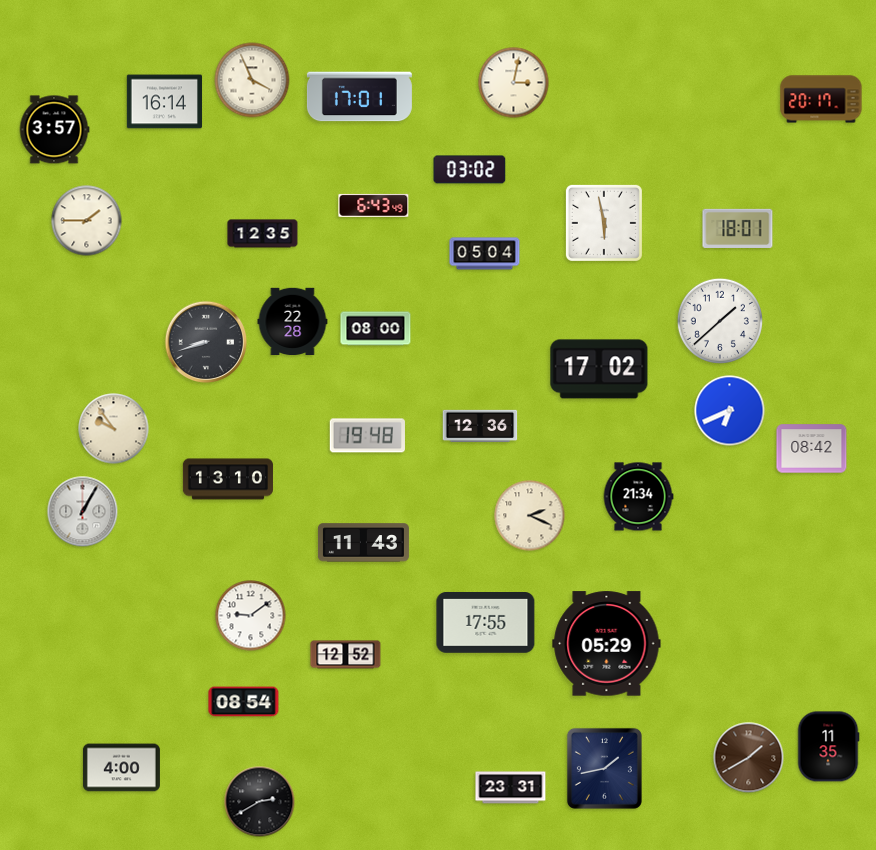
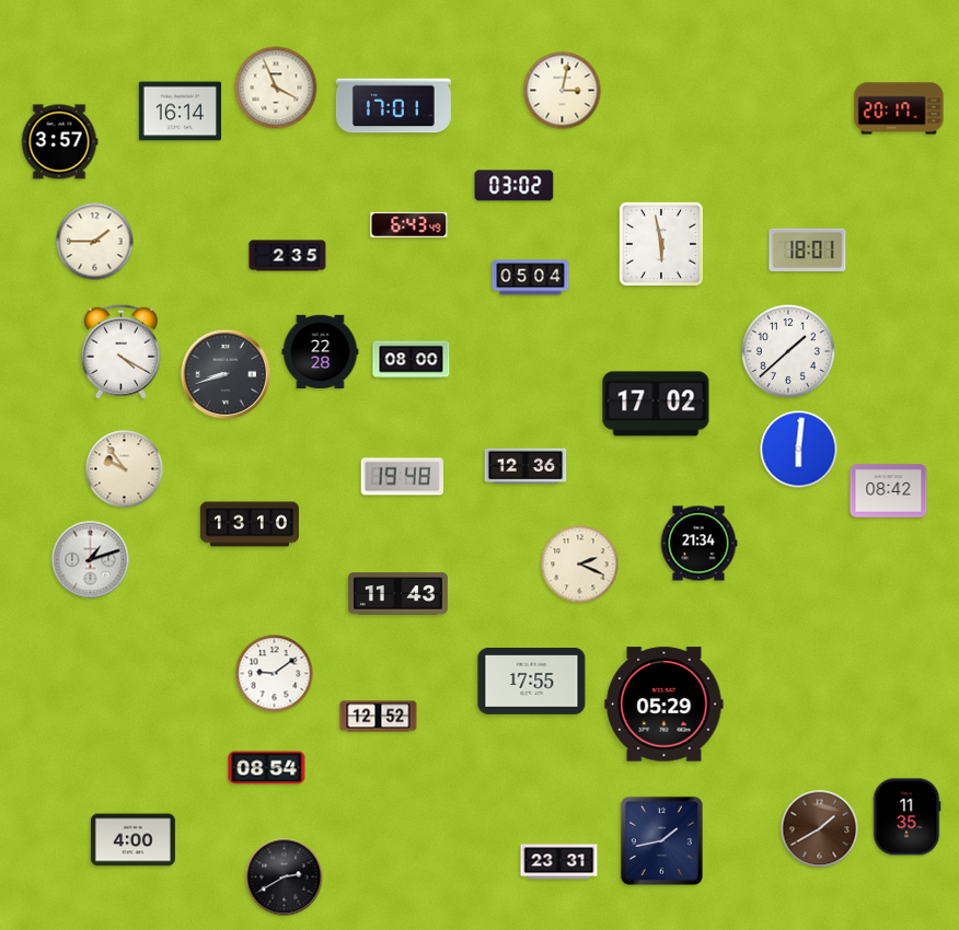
clock at (263, 234): 12:35 -> 2:35
clock at (120, 351): none -> 4:20
clock at (730, 411): 6:41 -> 6:01
clock at (83, 512): 1:05 -> 1:12
